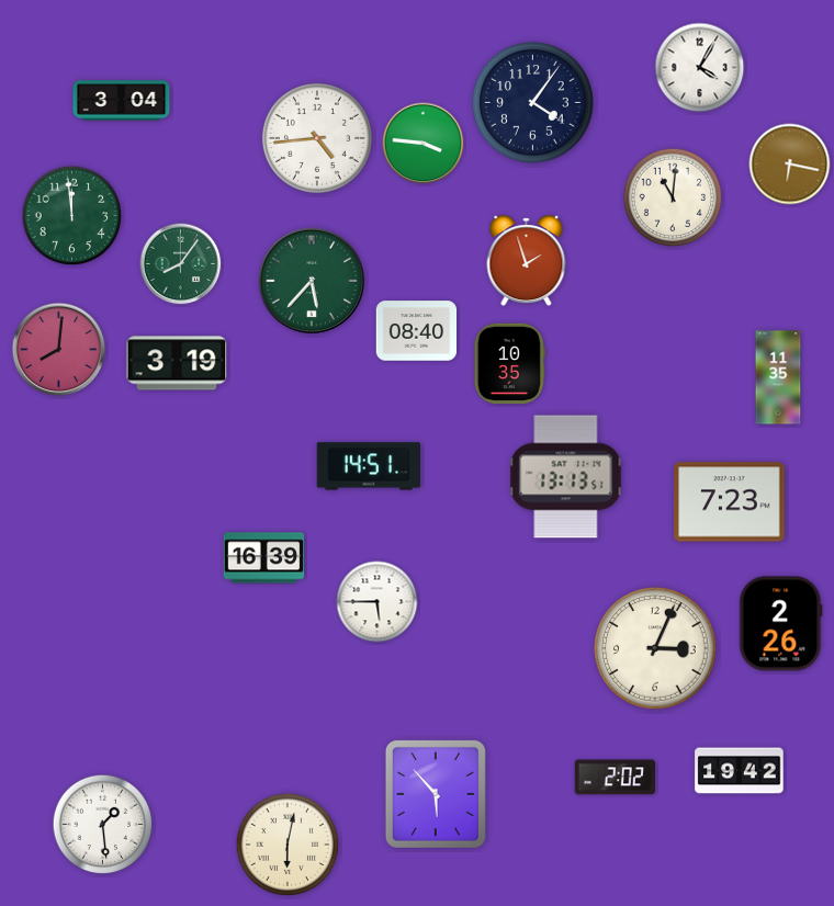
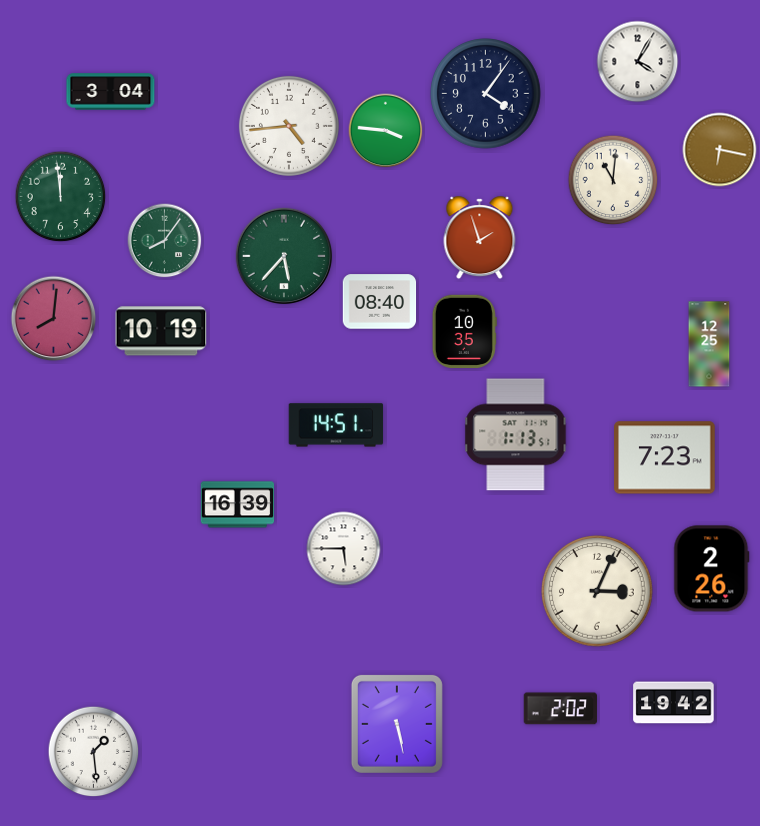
clock at (72, 216) position: (72, 216) -> (61, 197)
clock at (177, 363): 3:19 -> 10:19
clock at (778, 377): 11:35 -> 12:25
clock at (566, 477): 13:13 -> 1:13
clock at (264, 558) position: (264, 558) -> (238, 505)
clock at (436, 794): 5:53 -> 5:28
clock at (288, 845): 6:02 -> none
